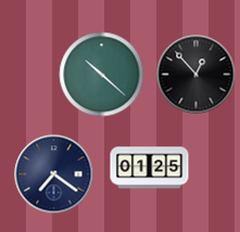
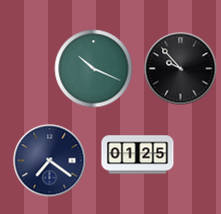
clock at (102, 75): 10:22 -> 10:19
clock at (197, 75): 12:53 -> 9:53
